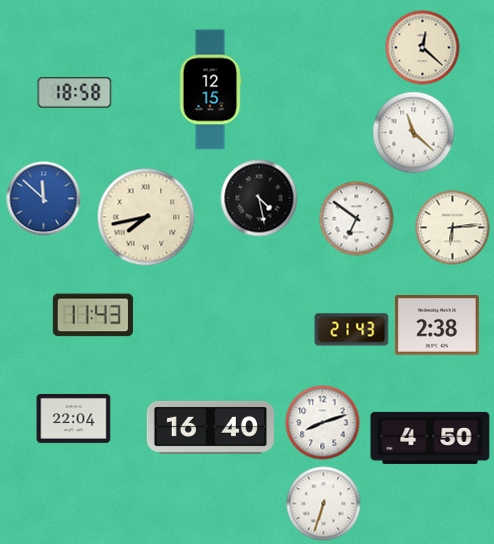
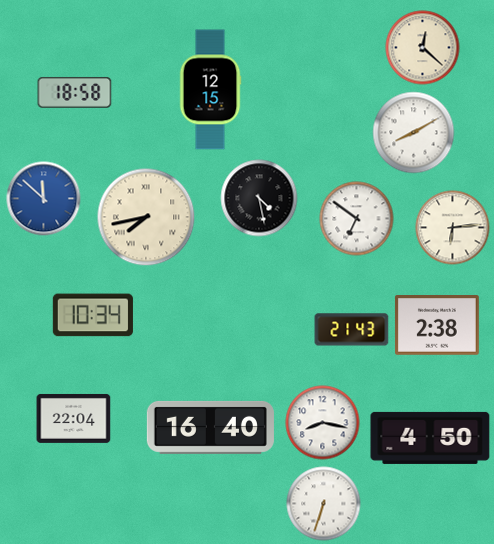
clock at (414, 133): 11:22 -> 8:10
clock at (93, 315): 11:43 -> 10:34
clock at (323, 423): 8:12 -> 8:17
